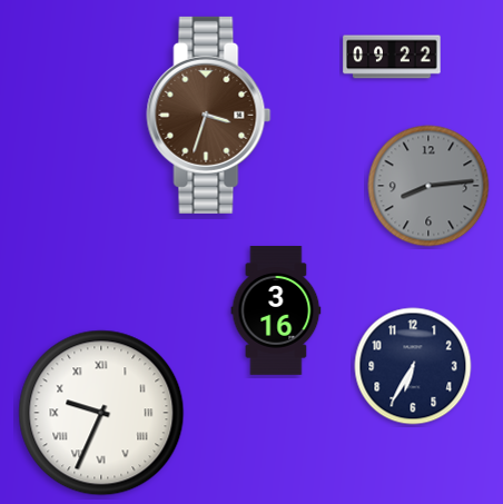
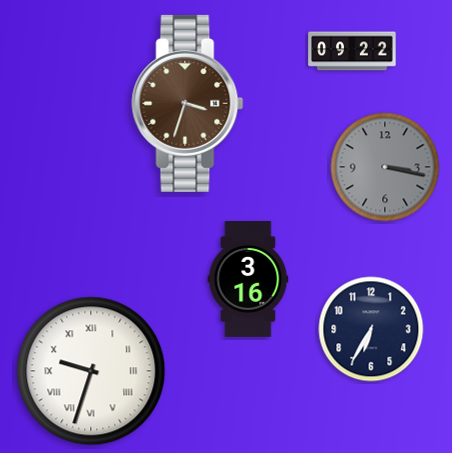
clock at (428, 186): 8:14 -> 3:17
clock at (101, 413): 9:34 -> 9:33
